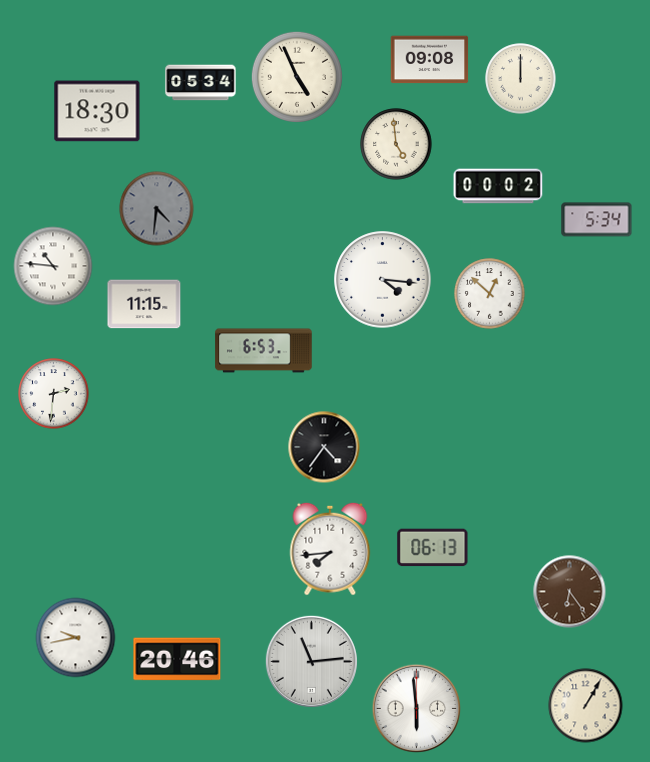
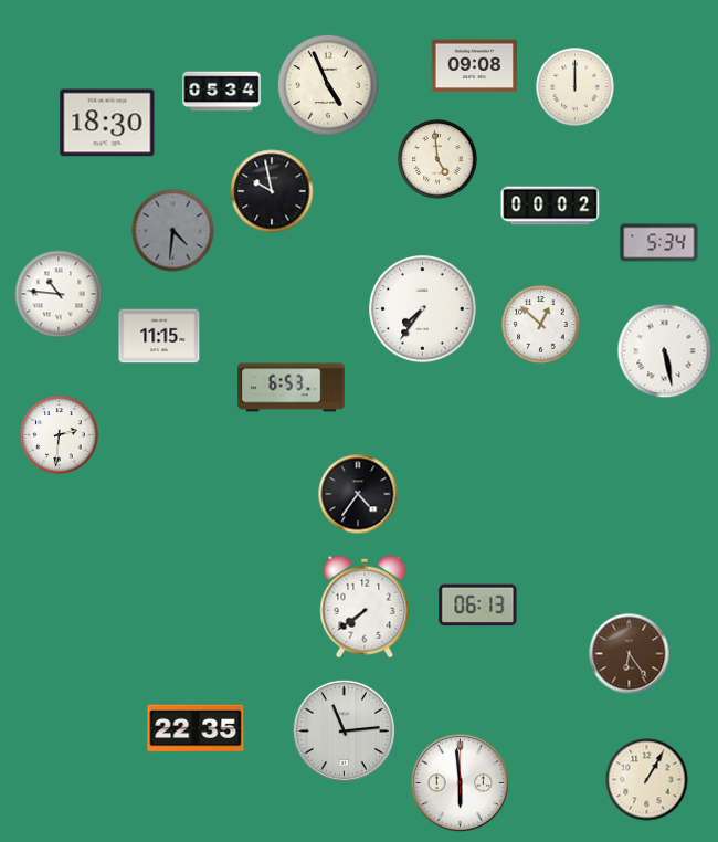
clock at (272, 191): none -> 9:58
clock at (383, 280): 4:16 -> 7:36
clock at (665, 351): none -> 5:28
clock at (330, 549): 7:44 -> 7:39
clock at (76, 638): 9:43 -> none
clock at (177, 659): 20:46 -> 22:35
